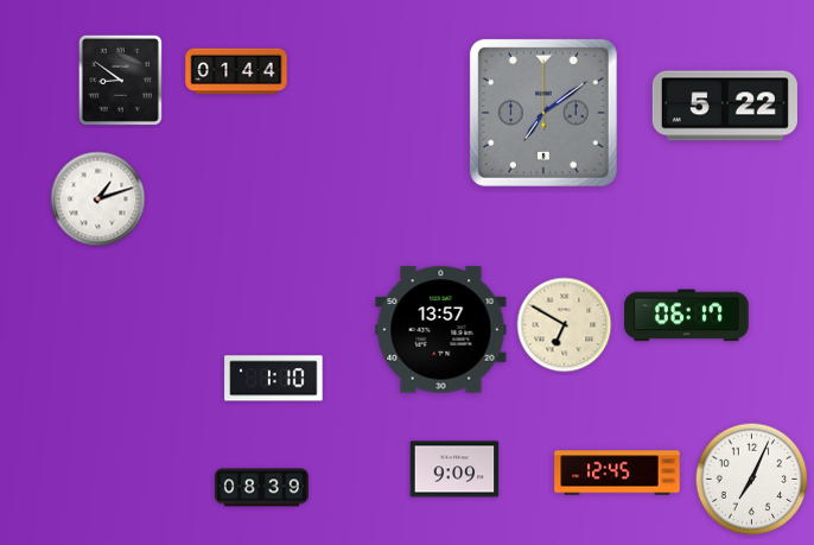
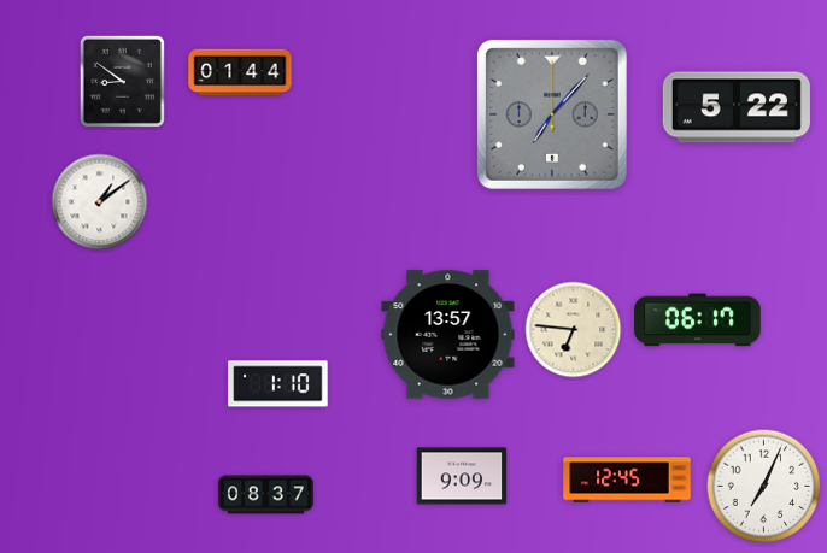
clock at (543, 113): 7:09 -> 7:07
clock at (98, 199): 1:12 -> 1:09
clock at (565, 325): 6:50 -> 6:46
clock at (261, 488): 08:39 -> 08:37
